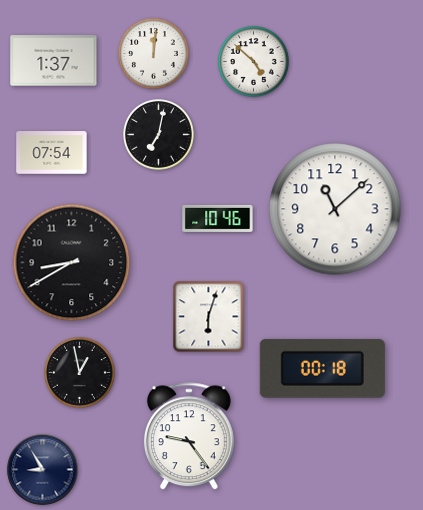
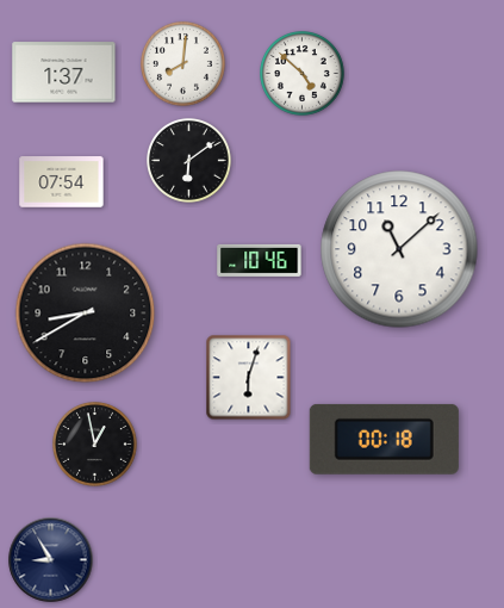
clock at (154, 54): 12:01 -> 8:01
clock at (159, 135): 7:02 -> 6:09
clock at (189, 437): 9:24 -> none
